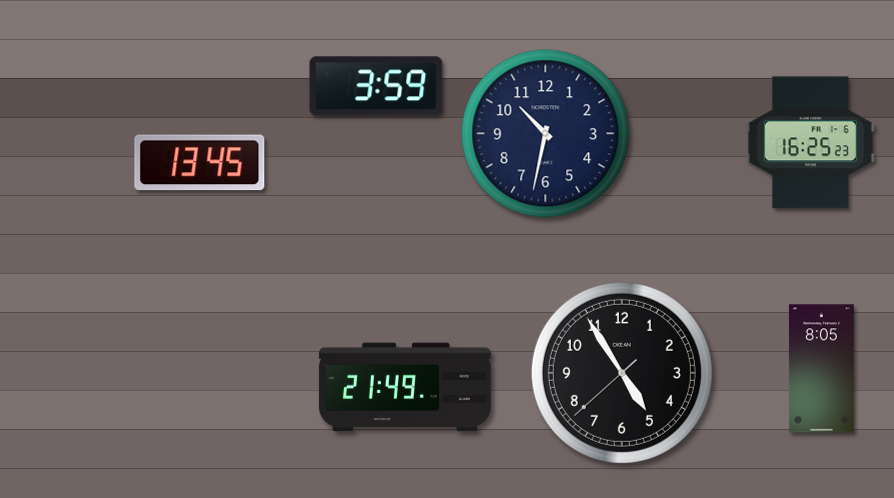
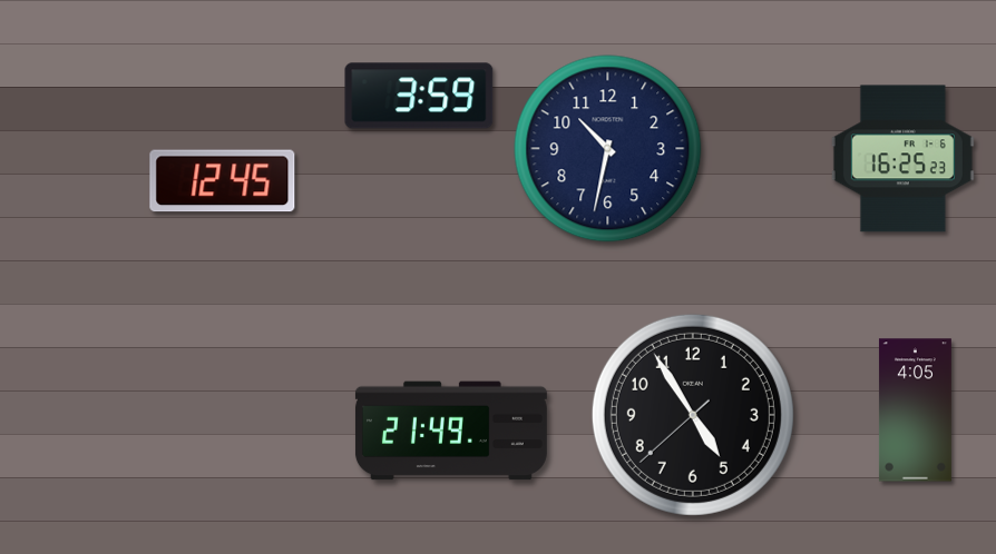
clock at (200, 163): 13:45 -> 12:45
clock at (821, 369): 8:05 -> 4:05
